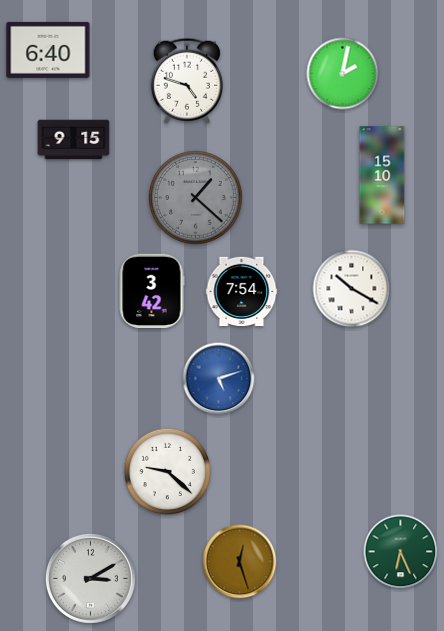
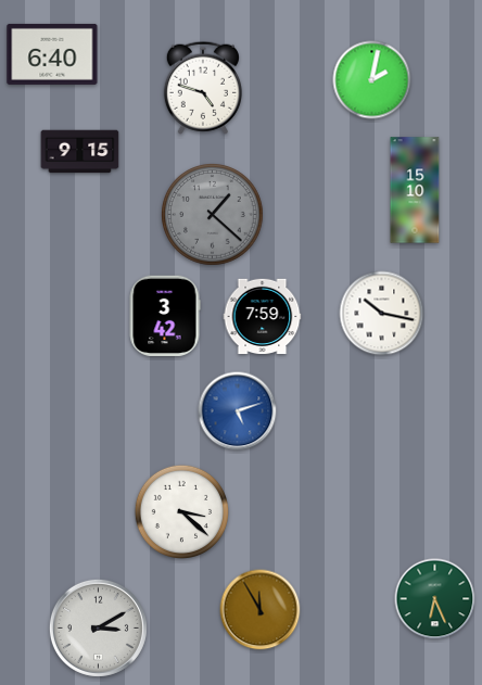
clock at (352, 289): 10:20 -> 10:17
clock at (242, 292): 7:54 -> 7:59
clock at (167, 471): 9:22 -> 3:22
clock at (240, 562): 12:27 -> 11:55
